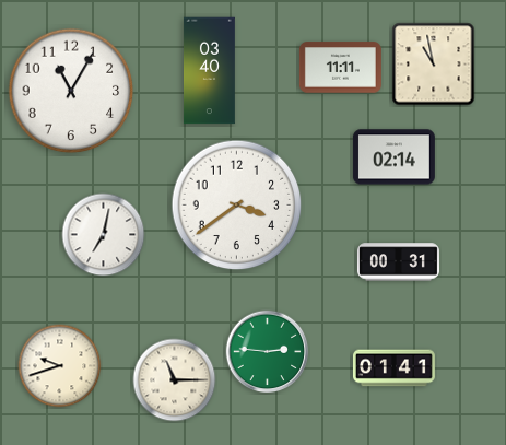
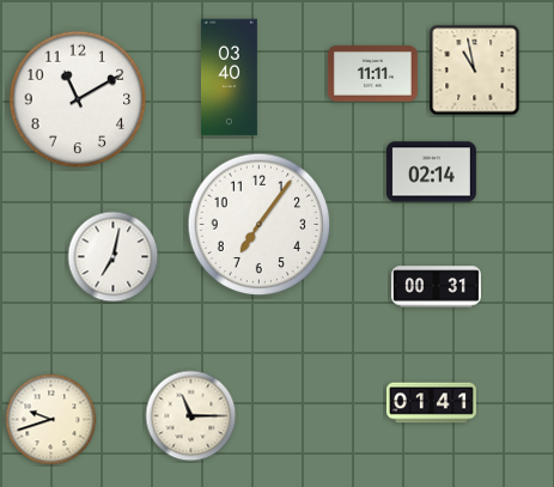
clock at (71, 91): 11:05 -> 11:10
clock at (237, 206): 3:39 -> 7:06
clock at (268, 352): 2:46 -> none
clock at (60, 366) position: (60, 366) -> (51, 420)
